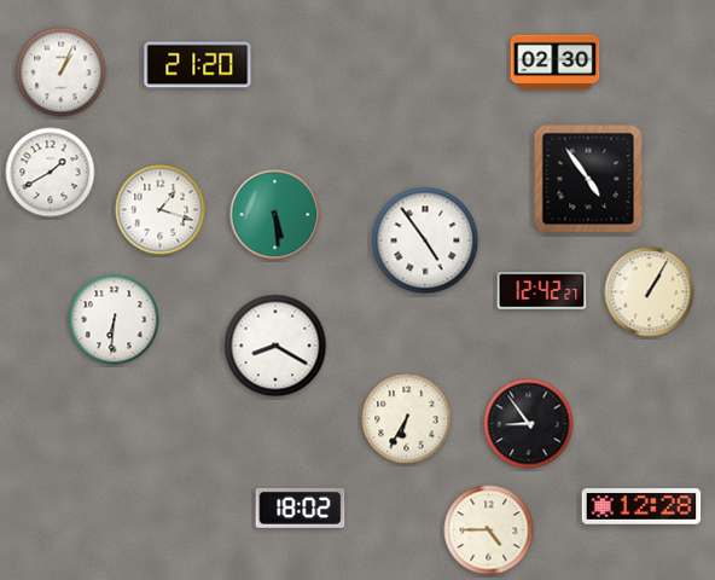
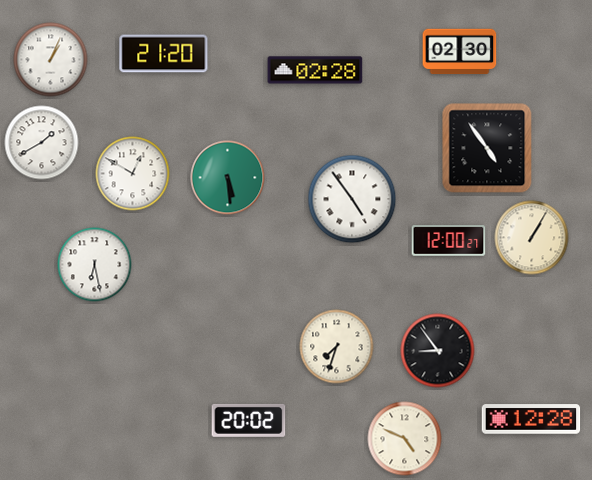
clock at (315, 70): none -> 02:28
clock at (161, 210): 1:18 -> 12:50
clock at (542, 291): 12:42 -> 12:00
clock at (650, 292) position: (650, 292) -> (532, 238)
clock at (115, 320): 6:31 -> 6:28
clock at (275, 346): 8:20 -> none
clock at (407, 419): 6:35 -> 7:33
clock at (301, 507): 18:02 -> 20:02
clock at (489, 530): 4:45 -> 4:49
